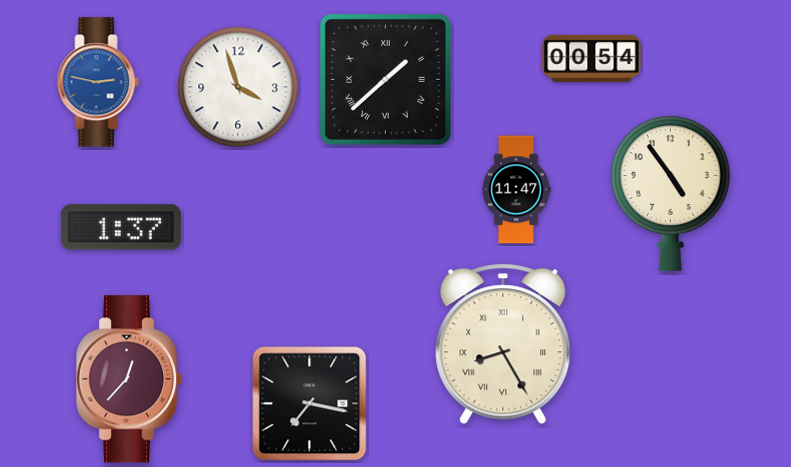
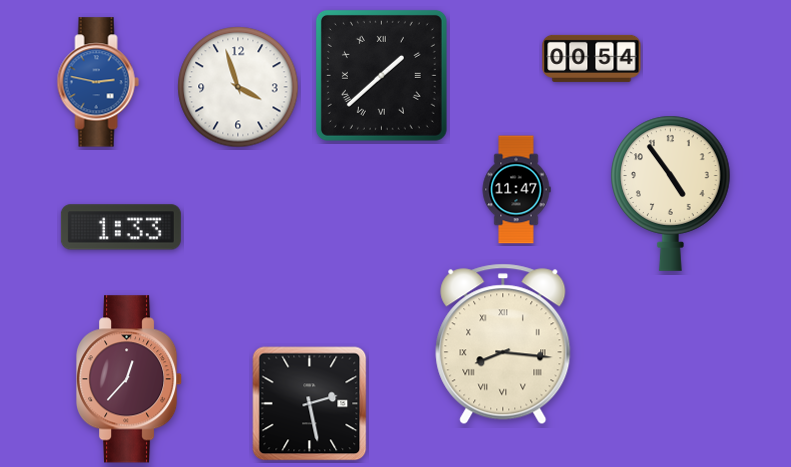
clock at (385, 79) position: (385, 79) -> (381, 75)
clock at (121, 227): 1:37 -> 1:33
clock at (503, 344): 8:25 -> 8:16
clock at (310, 404): 7:17 -> 2:28
